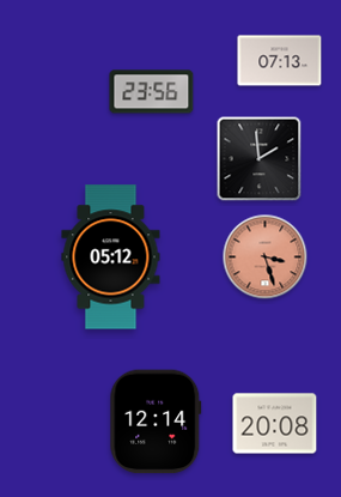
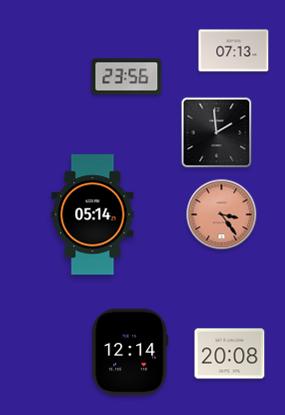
clock at (111, 257): 05:12 -> 05:14
clock at (266, 257): 3:27 -> 3:24
